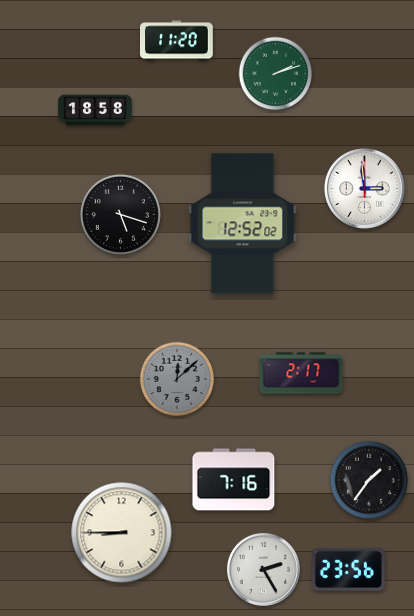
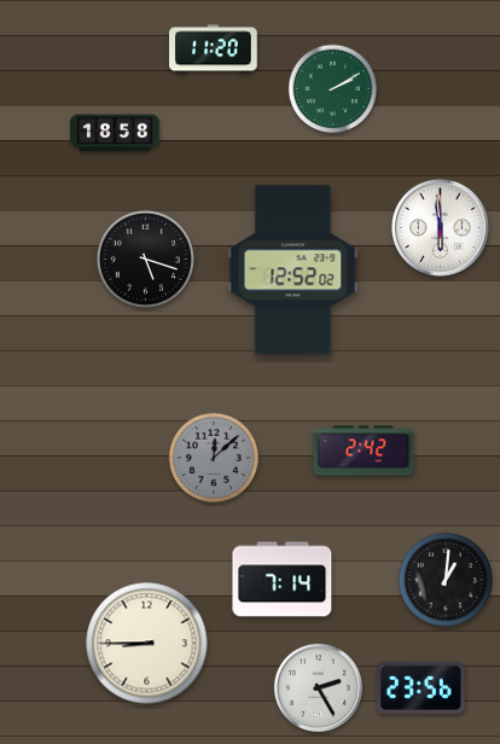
clock at (276, 74): 2:12 -> 2:10
clock at (365, 189): 2:59 -> 5:59
clock at (301, 373): 2:17 -> 2:42
clock at (234, 480): 7:16 -> 7:14
clock at (369, 480): 1:36 -> 1:01
